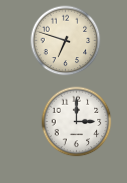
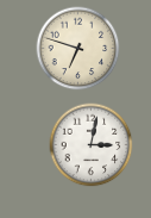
clock at (77, 122): 3:00 -> 3:02
